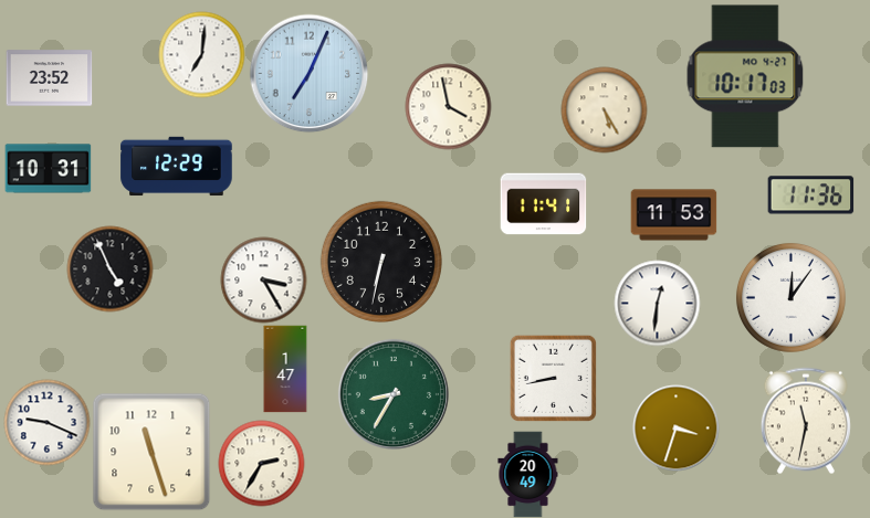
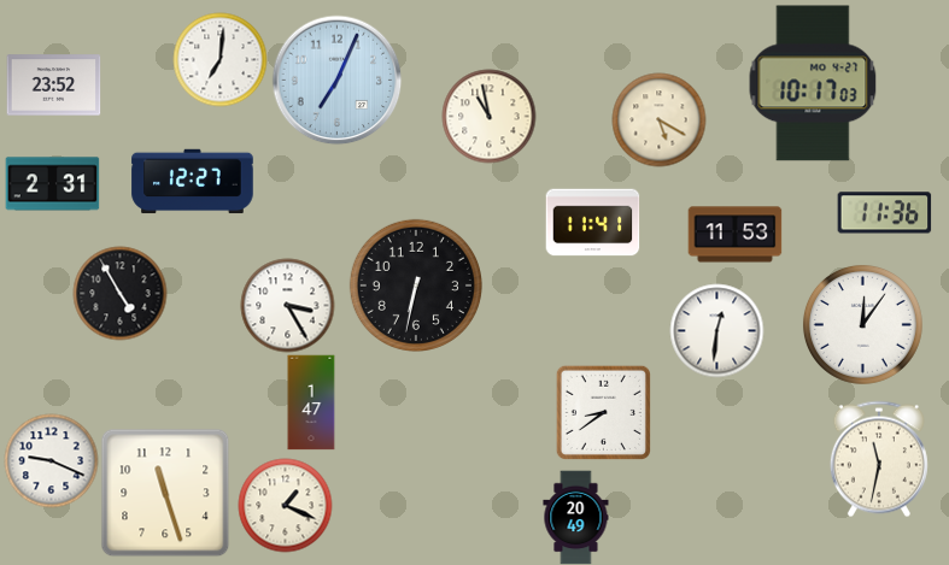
clock at (448, 106): 3:58 -> 10:58
clock at (604, 109): 5:25 -> 5:20
clock at (177, 167): 12:29 -> 12:27
clock at (48, 169): 10:31 -> 2:31
clock at (109, 268): 4:56 -> 4:55
clock at (553, 378): 8:43 -> 8:39
clock at (394, 394): 8:35 -> none
clock at (675, 427): 3:33 -> none
clock at (261, 463): 2:35 -> 1:19
